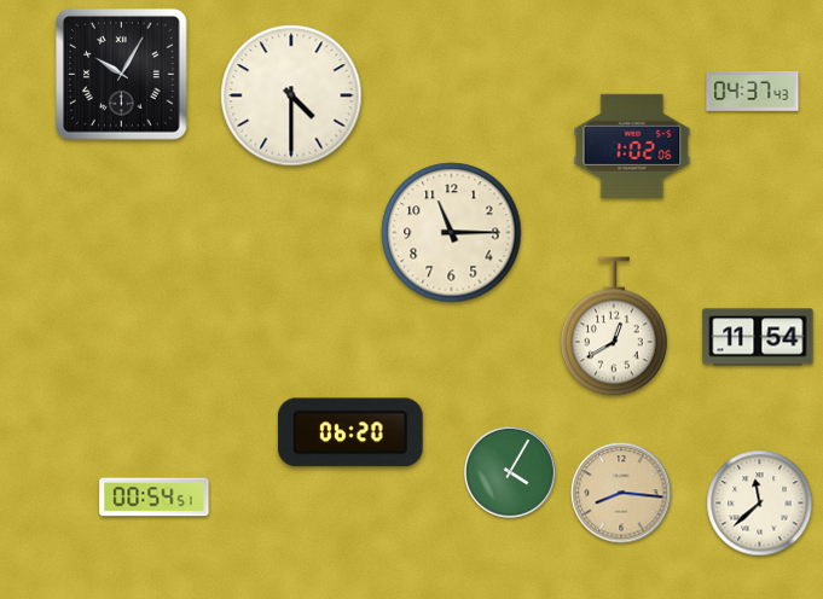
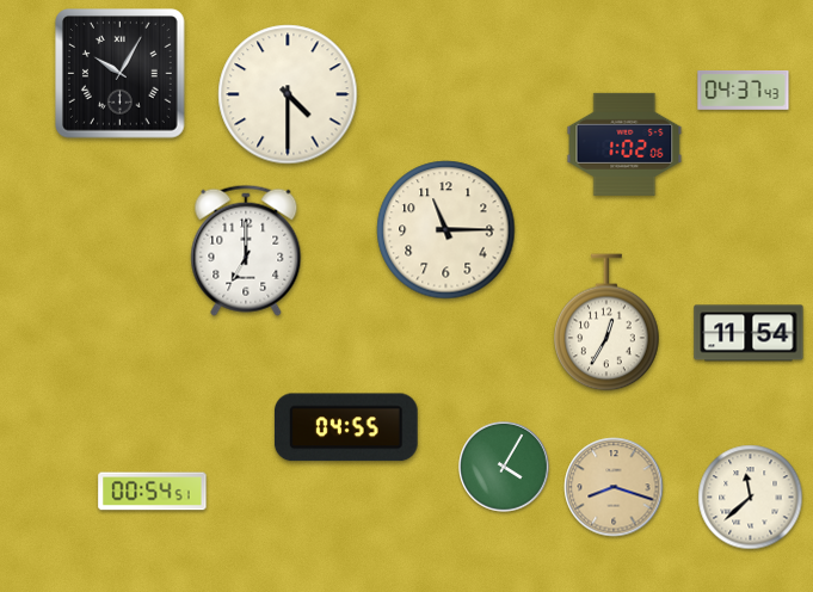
clock at (246, 251): none -> 7:00
clock at (614, 326): 12:40 -> 12:35
clock at (350, 432): 06:20 -> 04:55
clock at (621, 493): 8:16 -> 8:18
